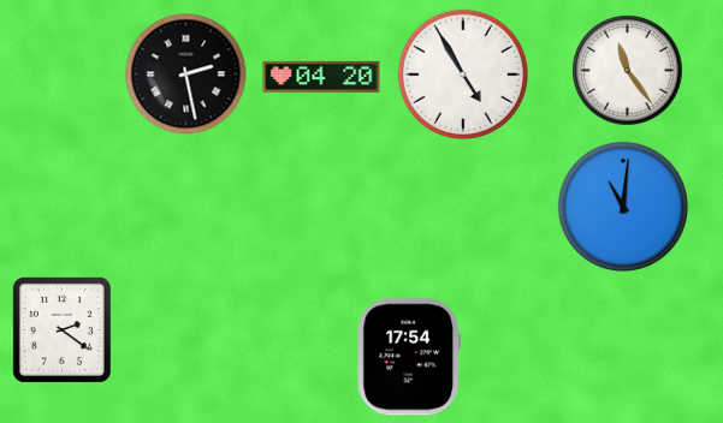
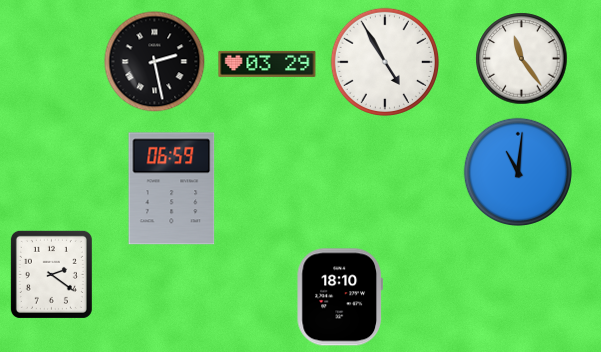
clock at (321, 77): 04:20 -> 03:29
clock at (172, 189): none -> 06:59
clock at (409, 357): 17:54 -> 18:10
